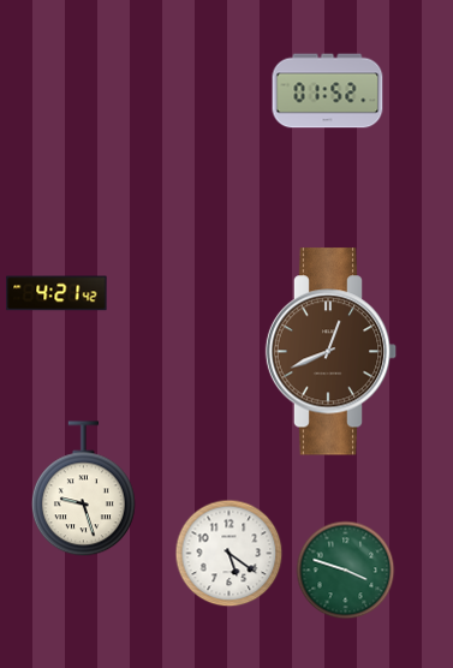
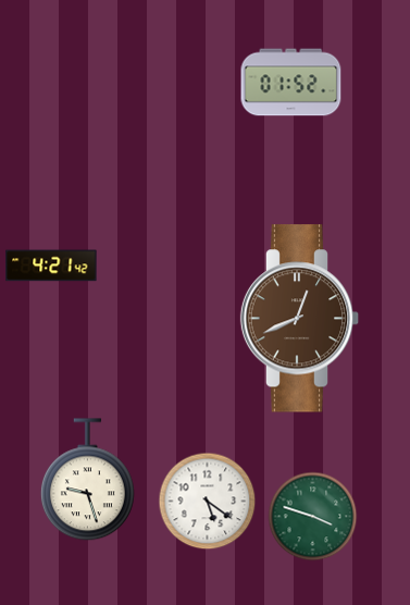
clock at (328, 91) position: (328, 91) -> (291, 83)
clock at (83, 489) position: (83, 489) -> (87, 480)
